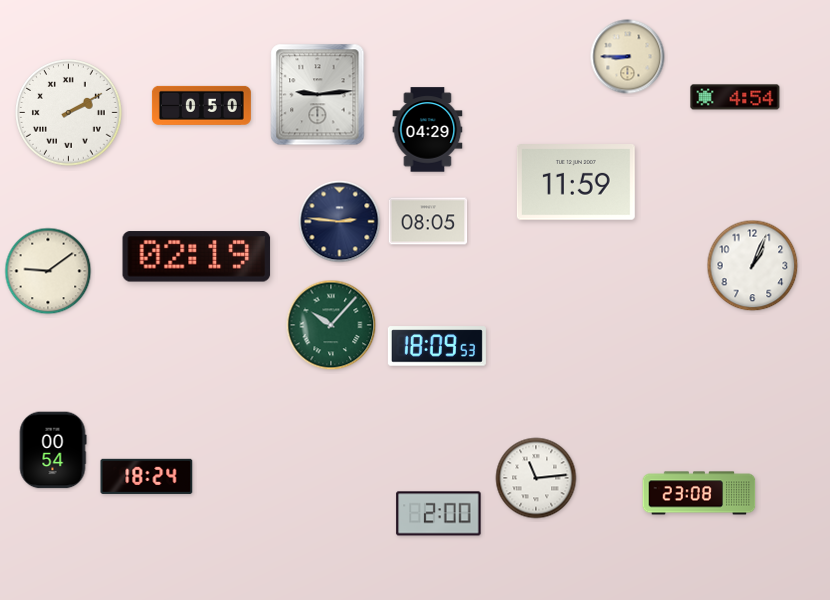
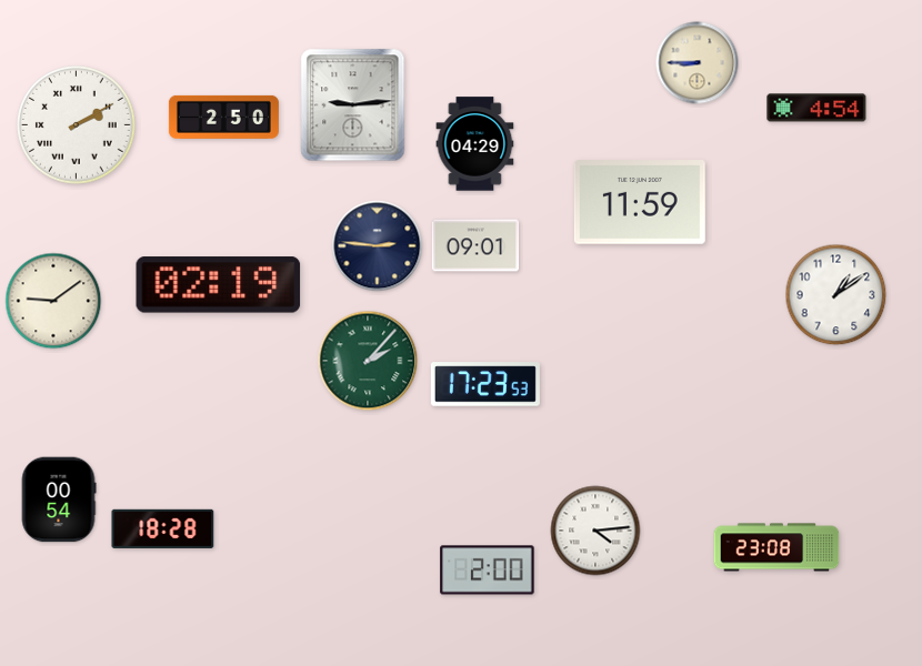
clock at (201, 105): 0:50 -> 2:50
clock at (428, 221): 08:05 -> 09:01
clock at (753, 266): 1:04 -> 1:09
clock at (331, 325): 10:07 -> 2:07
clock at (437, 346): 18:09 -> 17:23
clock at (147, 476): 18:24 -> 18:28
clock at (536, 478): 11:14 -> 4:14
